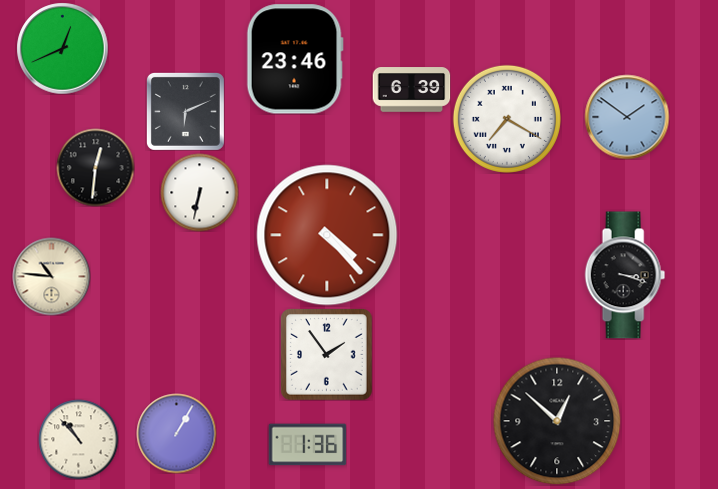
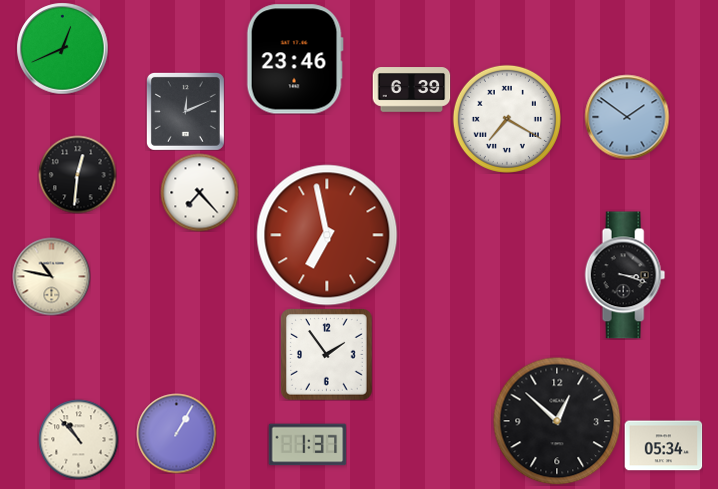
clock at (185, 111): 6:11 -> 12:11
clock at (95, 167) position: (95, 167) -> (77, 174)
clock at (199, 192): 6:32 -> 7:23
clock at (327, 235): 4:23 -> 6:58
clock at (51, 276): 10:46 -> 10:47
clock at (307, 445): 1:36 -> 1:37
clock at (663, 446): none -> 05:34
